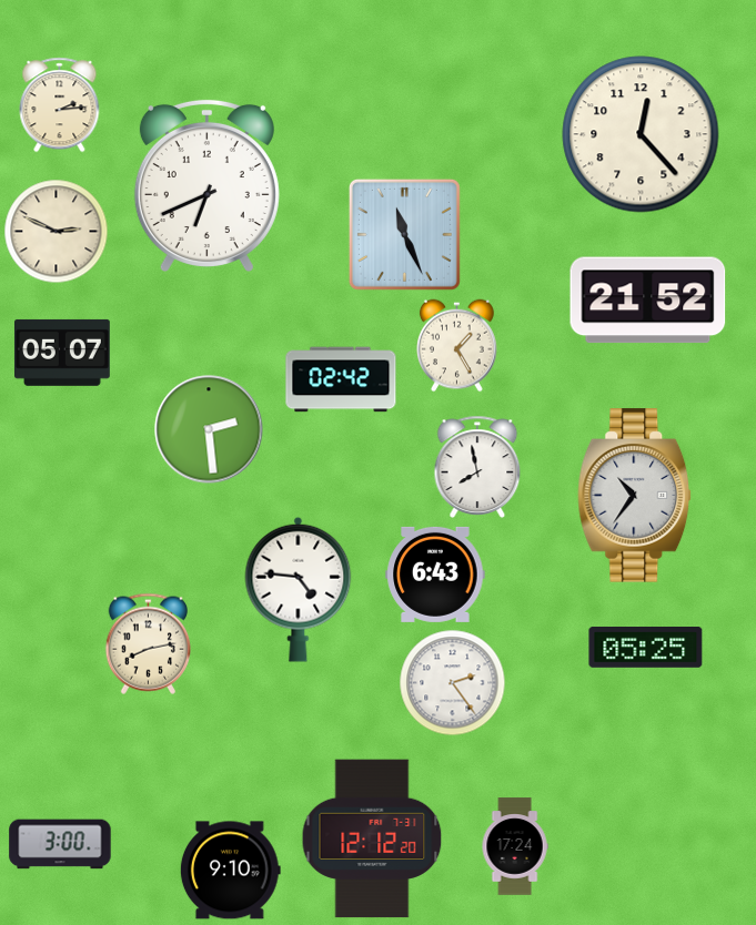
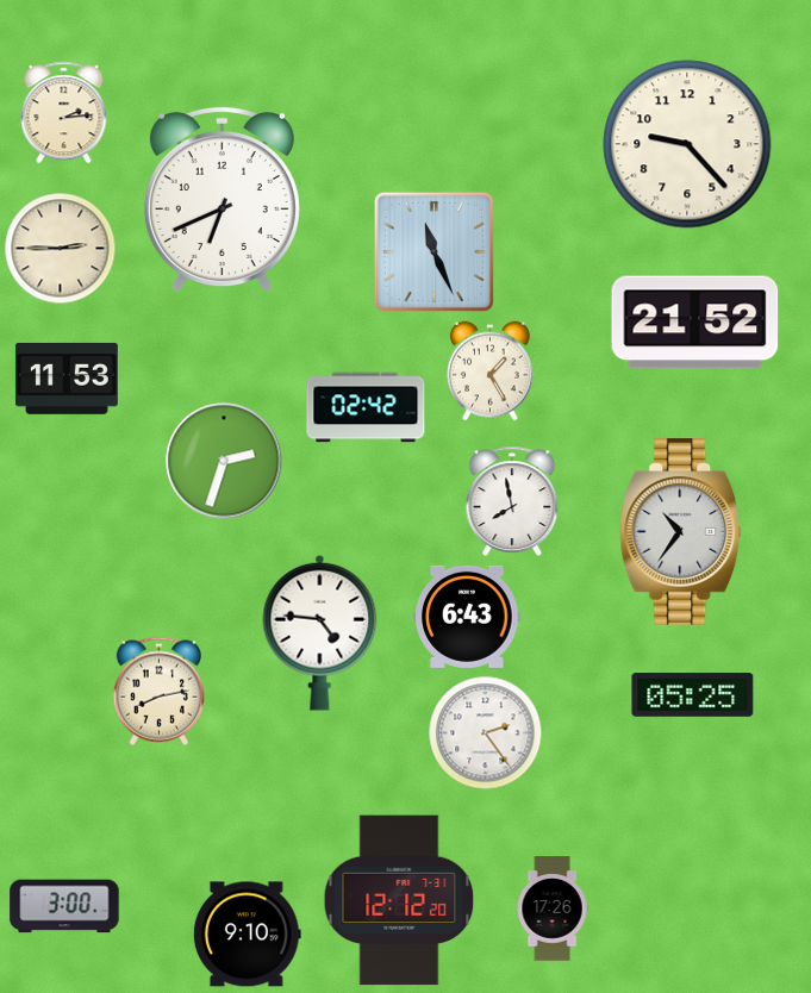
clock at (641, 134): 12:23 -> 9:23
clock at (57, 232): 2:49 -> 2:45
clock at (62, 353): 05:07 -> 11:53
clock at (209, 429): 2:29 -> 2:33
clock at (515, 846): 17:24 -> 17:26
